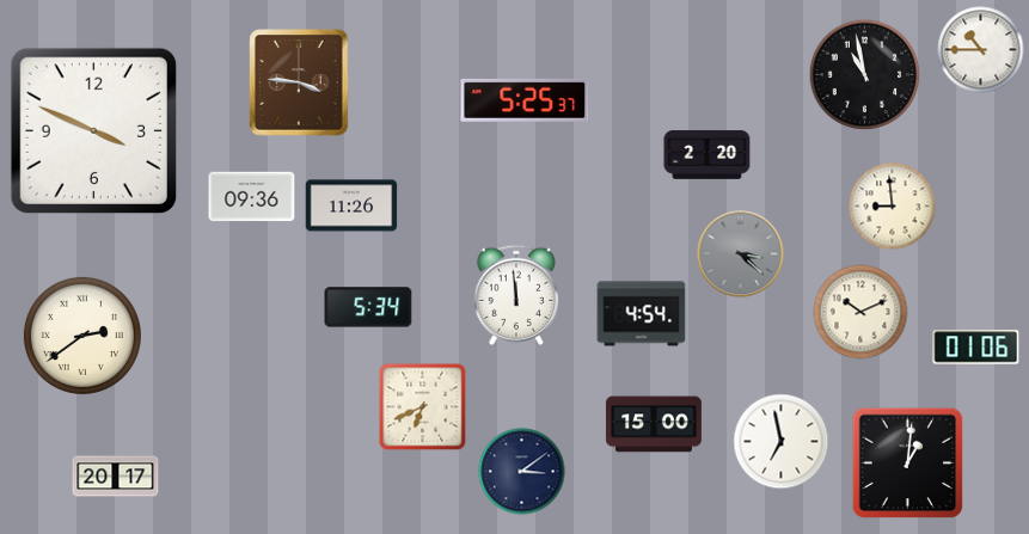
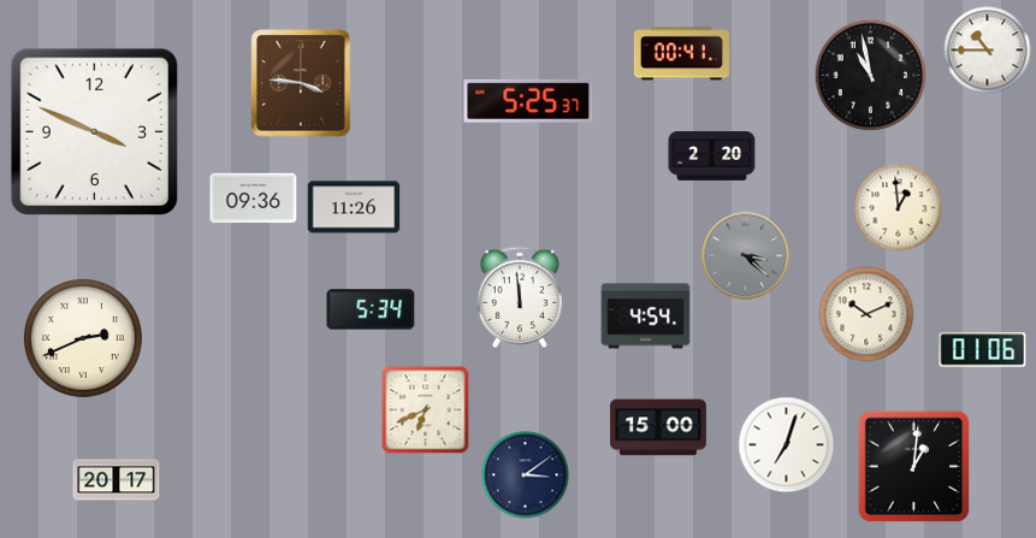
clock at (681, 54): none -> 00:41
clock at (893, 207): 8:59 -> 12:59
clock at (82, 336): 2:39 -> 2:41
clock at (782, 442): 6:58 -> 7:03
